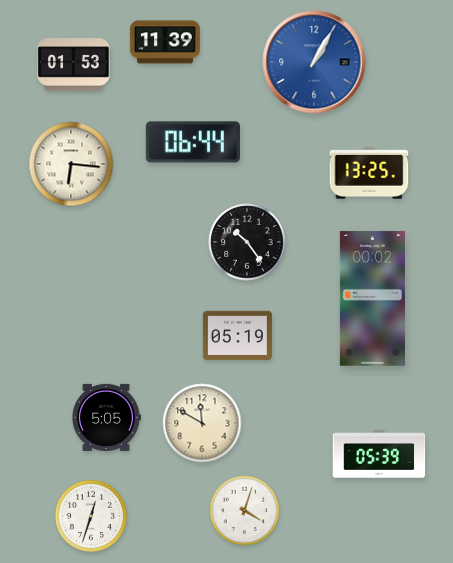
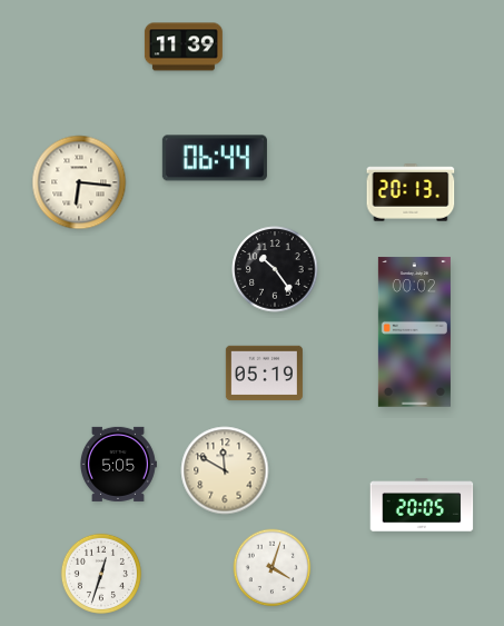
clock at (314, 62): 1:05 -> none
clock at (74, 65): 01:53 -> none
clock at (369, 173): 13:25 -> 20:13
clock at (379, 454): 05:39 -> 20:05
